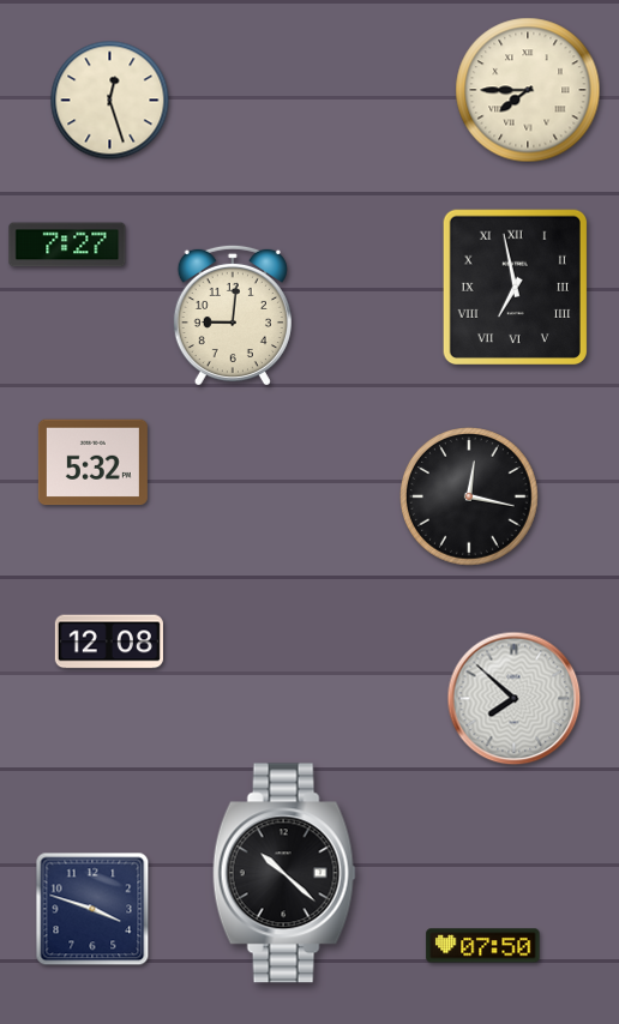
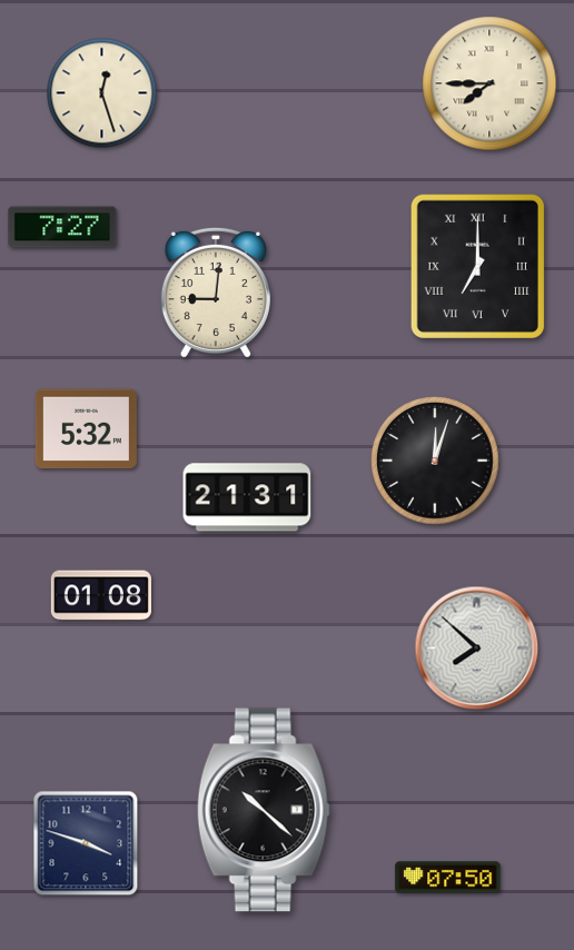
clock at (515, 287): 6:58 -> 7:00
clock at (470, 498): 12:17 -> 12:03
clock at (247, 497): none -> 21:31
clock at (109, 641): 12:08 -> 01:08
